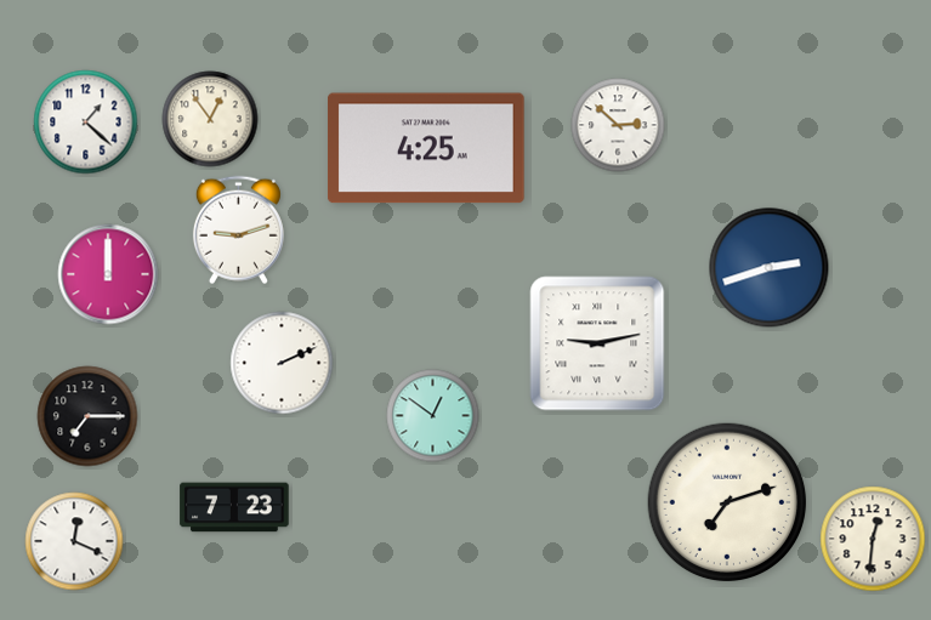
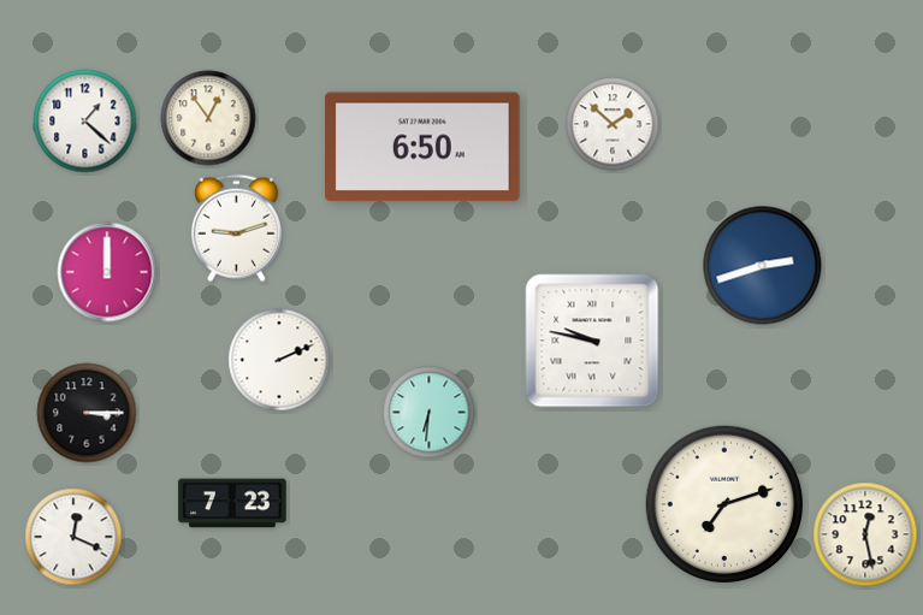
clock at (618, 125): 2:52 -> 1:52
clock at (427, 148): 4:25 -> 6:50
clock at (597, 343): 9:13 -> 9:47
clock at (87, 416): 7:15 -> 3:15
clock at (433, 416): 12:51 -> 6:31
clock at (727, 502) position: (727, 502) -> (724, 504)
clock at (873, 539): 12:31 -> 12:28
